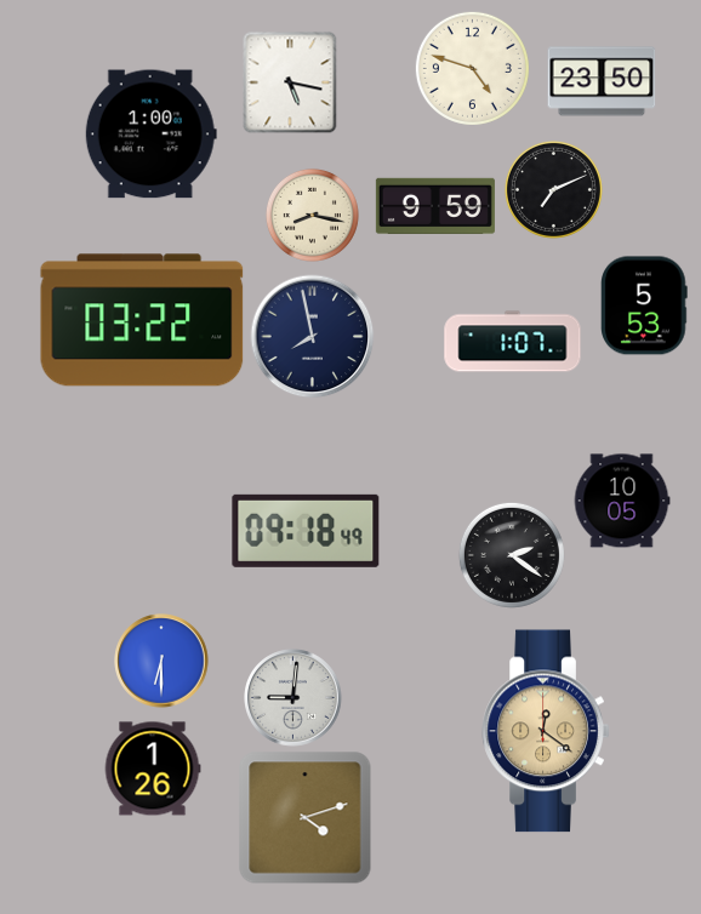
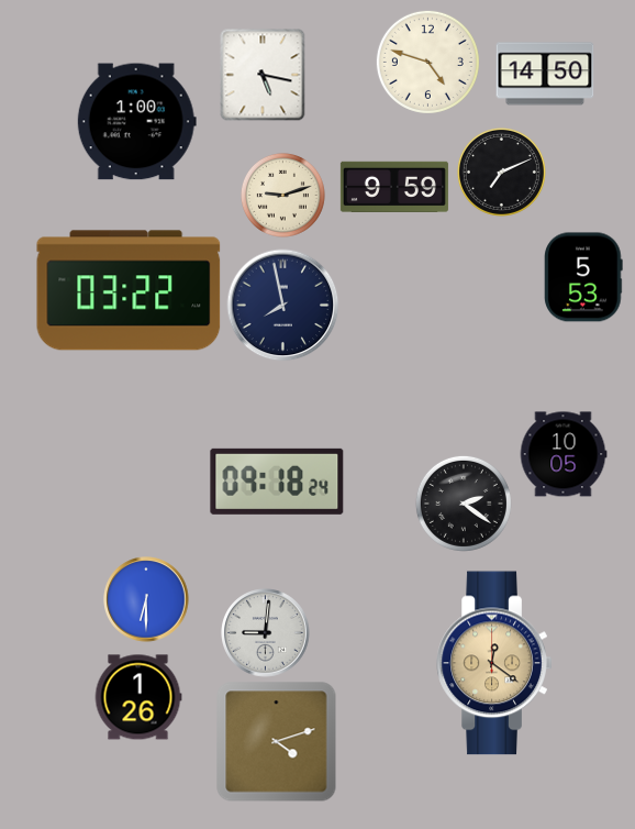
clock at (602, 81): 23:50 -> 14:50
clock at (312, 215): 8:17 -> 9:12
clock at (513, 342): 1:07 -> none
clock at (306, 531): 09:18:49 -> 09:18:24
